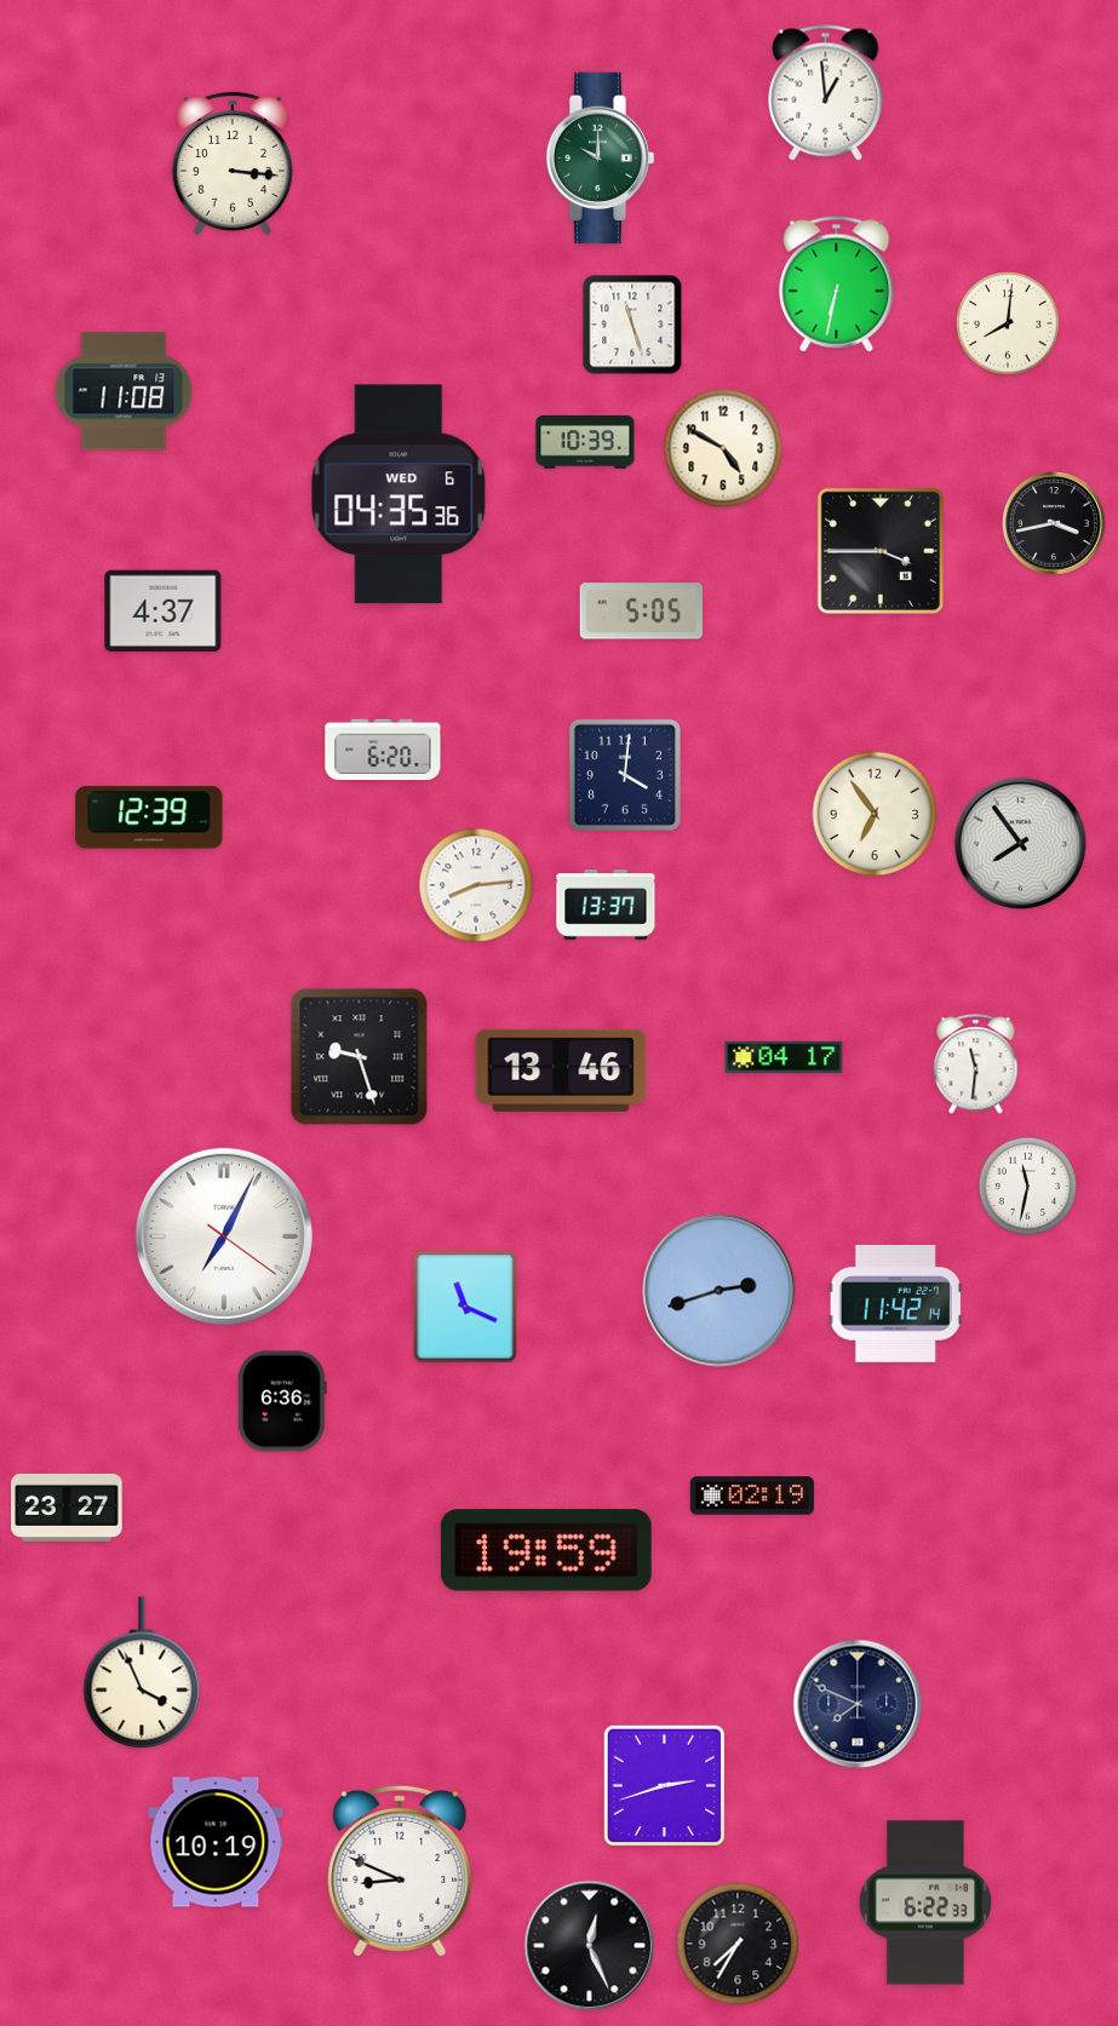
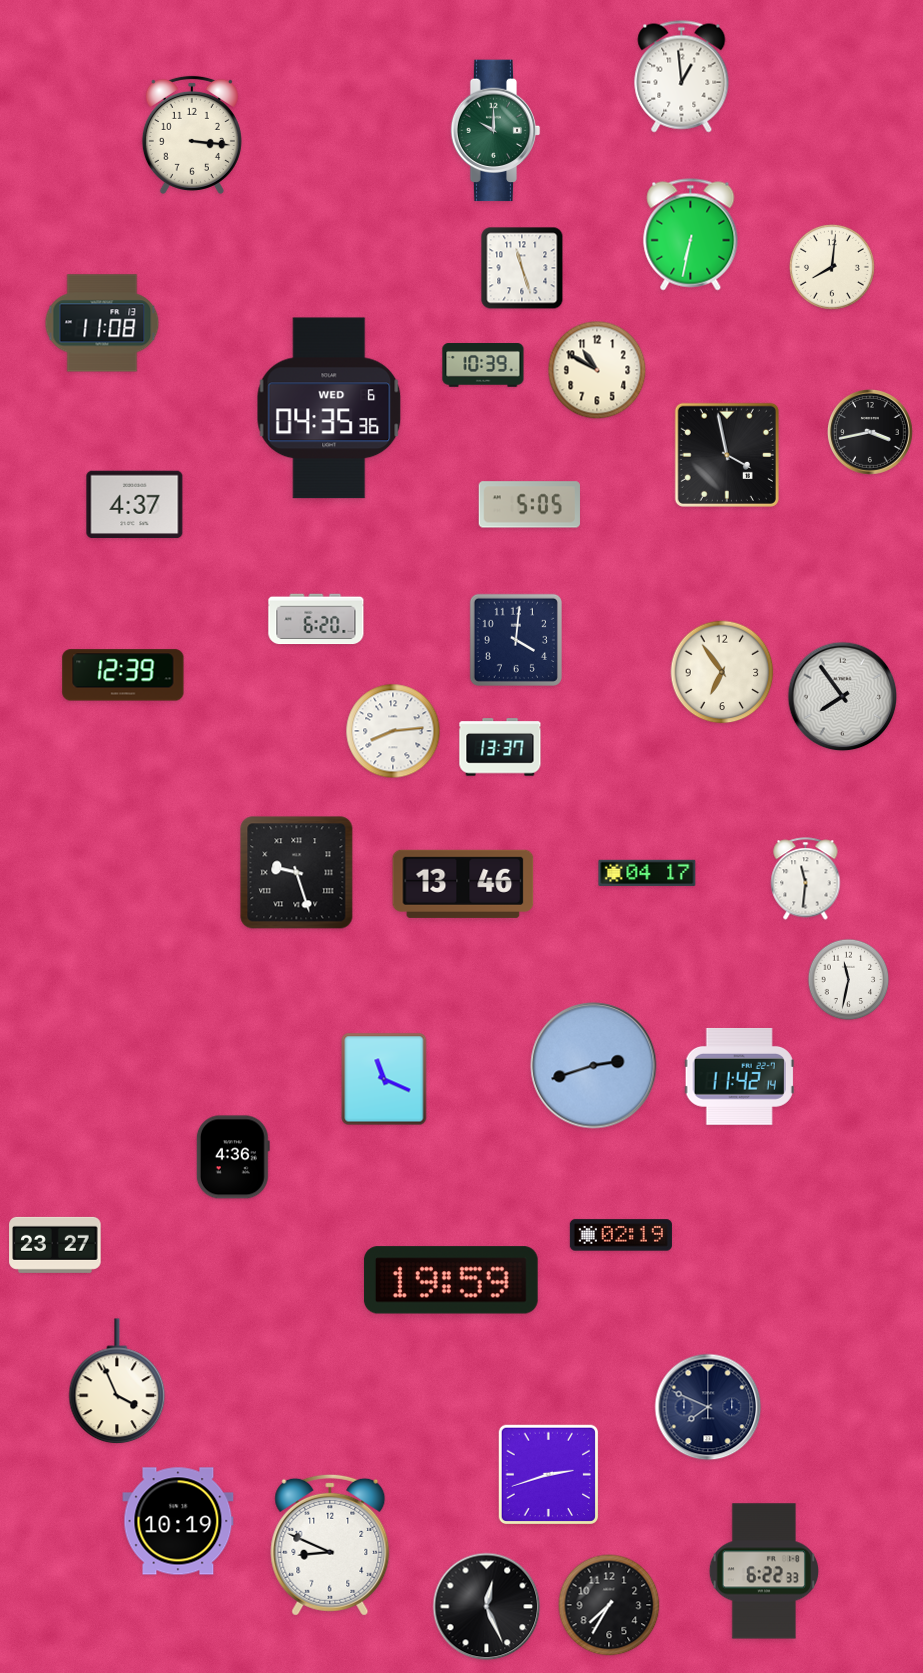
clock at (723, 448): 4:50 -> 10:50
clock at (881, 551): 3:45 -> 3:58
clock at (224, 1236): 7:04 -> none
clock at (282, 1401): 6:36 -> 4:36
